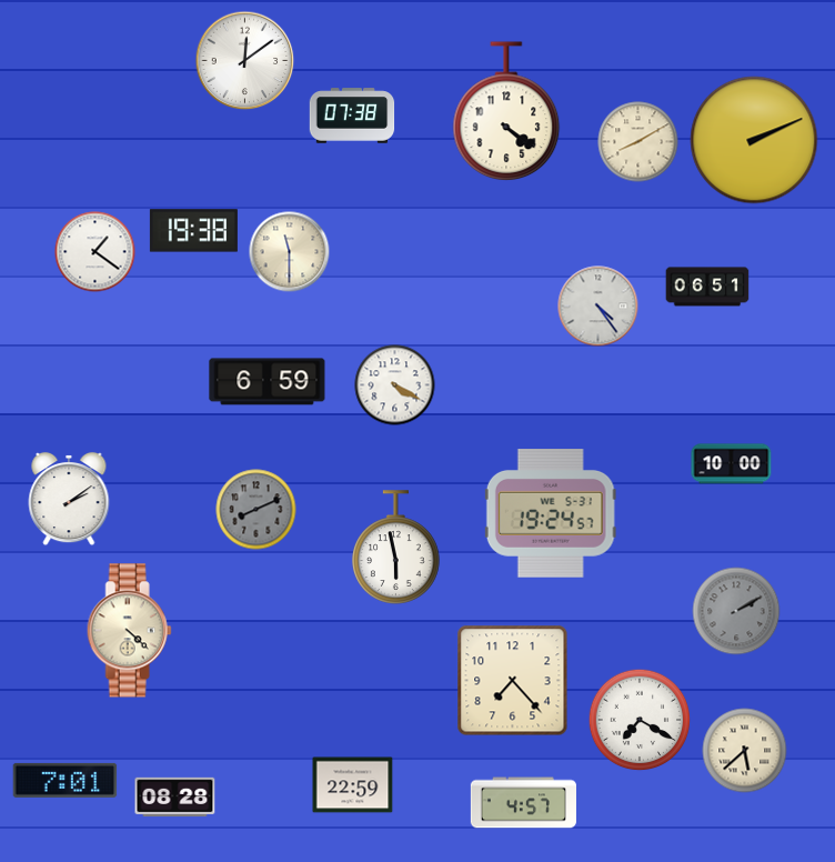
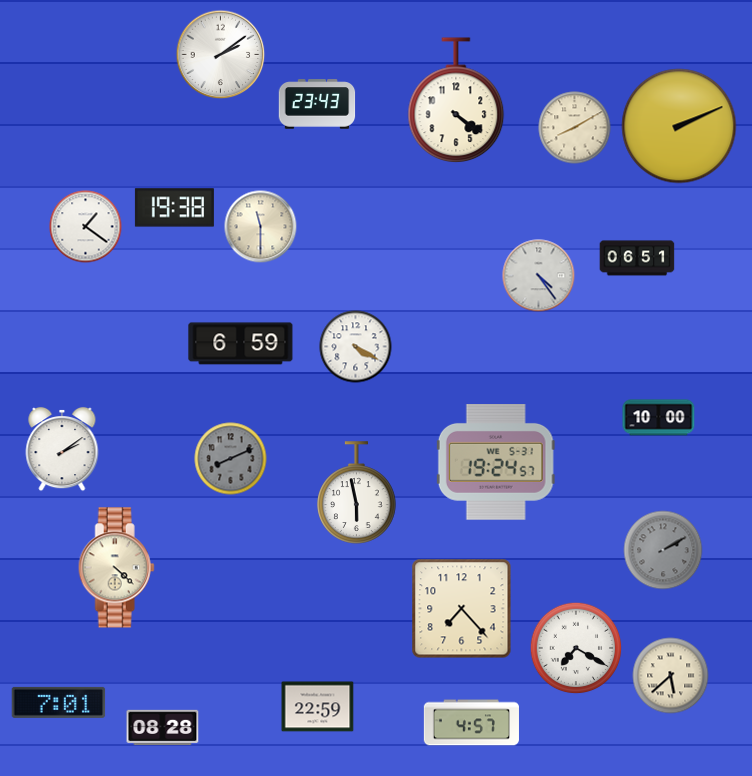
clock at (245, 61): 12:09 -> 2:09
clock at (352, 116): 07:38 -> 23:43
clock at (513, 681) position: (513, 681) -> (462, 609)
clock at (175, 798) position: (175, 798) -> (163, 728)
